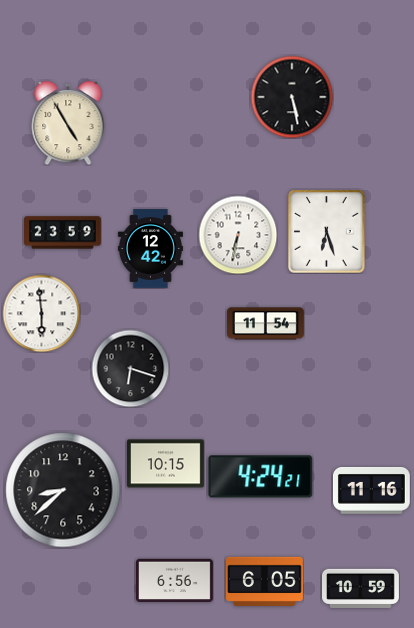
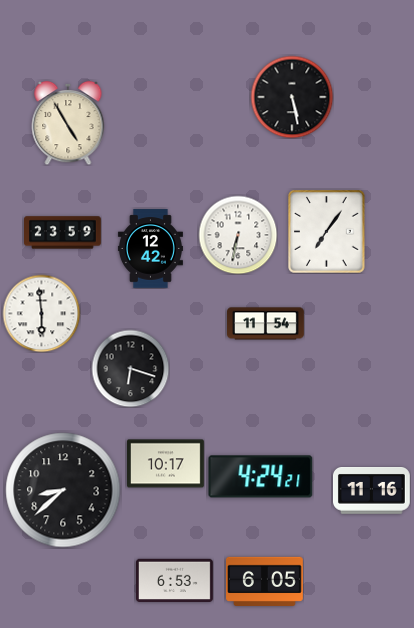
clock at (327, 232): 6:27 -> 7:06
clock at (166, 464): 10:15 -> 10:17
clock at (175, 581): 6:56 -> 6:53
clock at (361, 588): 10:59 -> none
